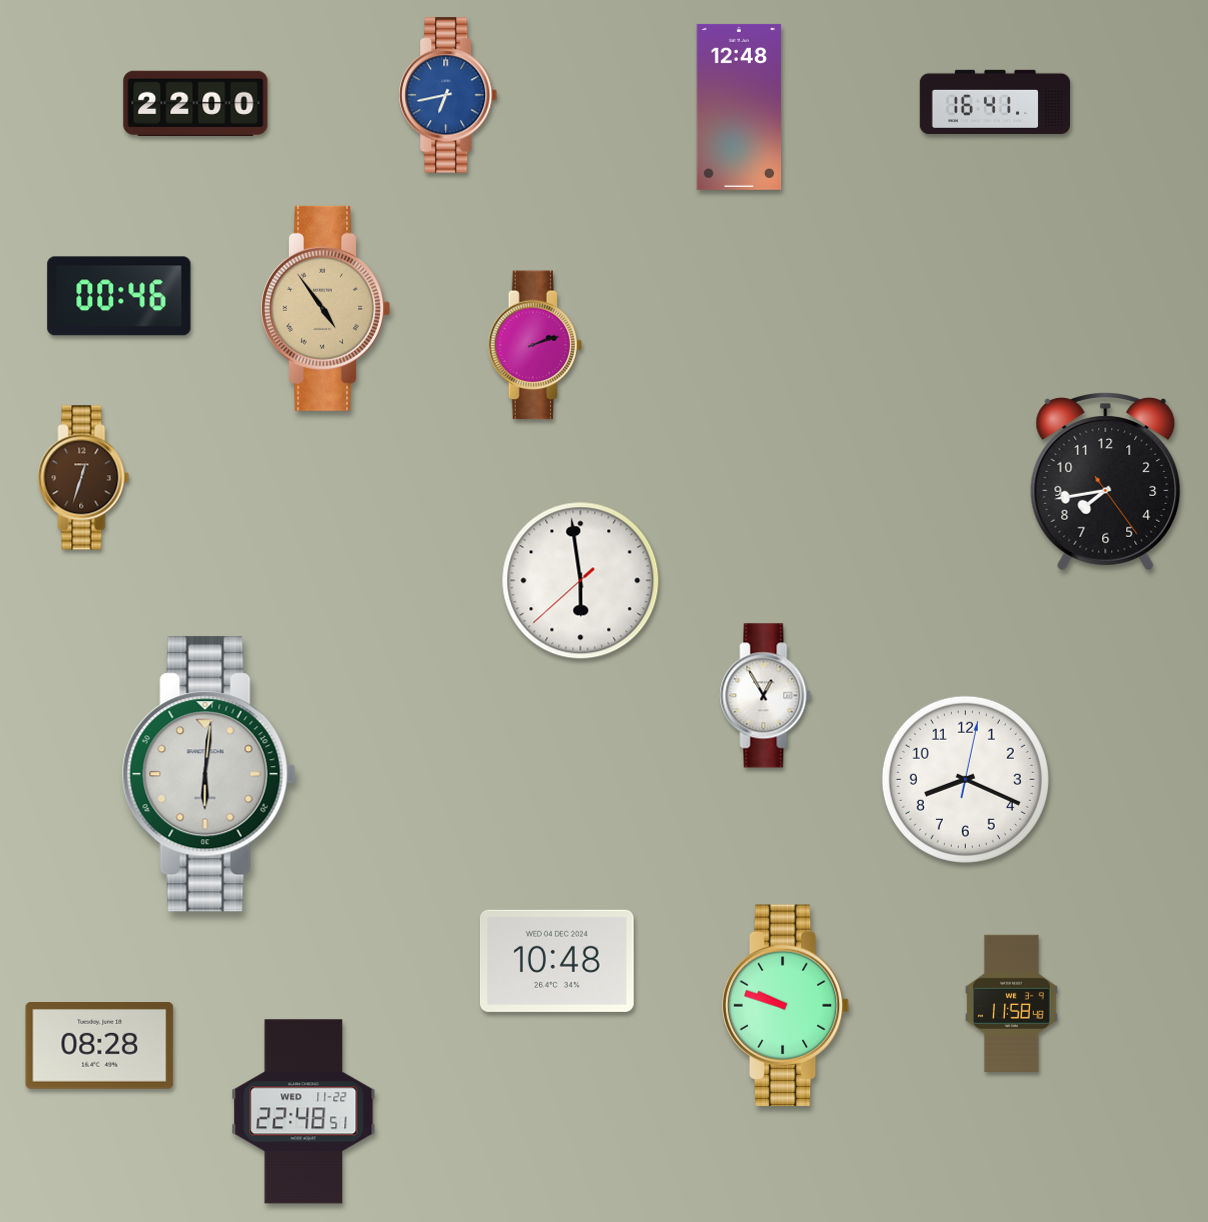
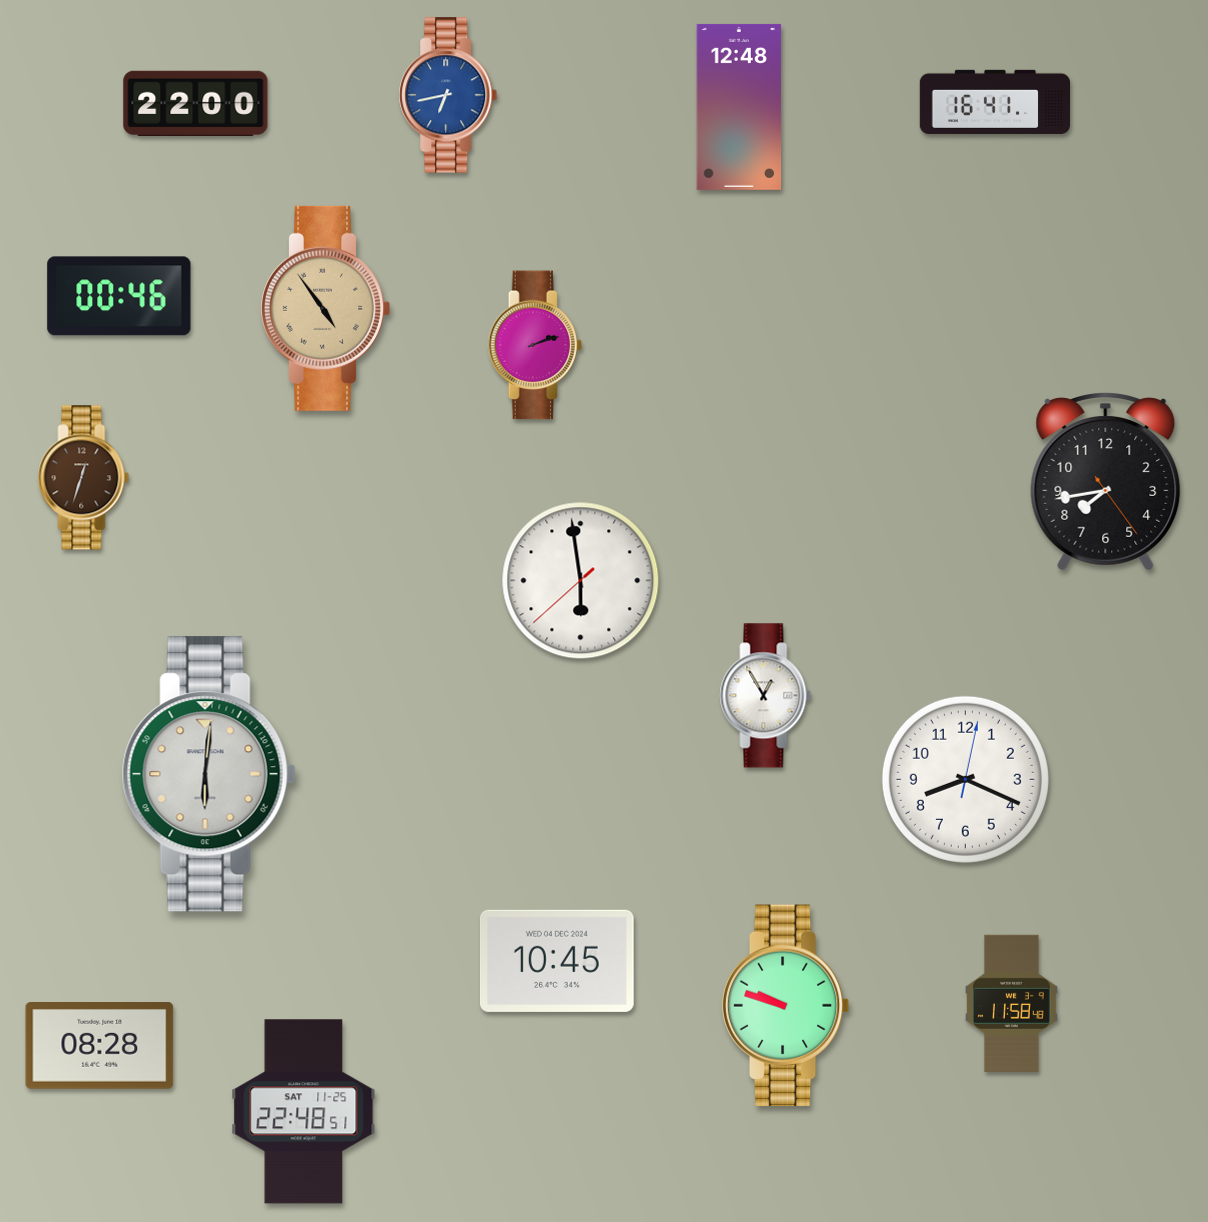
clock at (557, 961): 10:48 -> 10:45
clock at (304, 1112) date: WED 11-22 -> SAT 11-25
